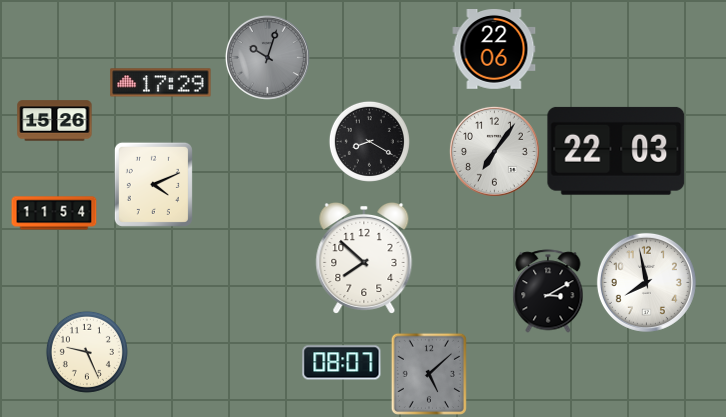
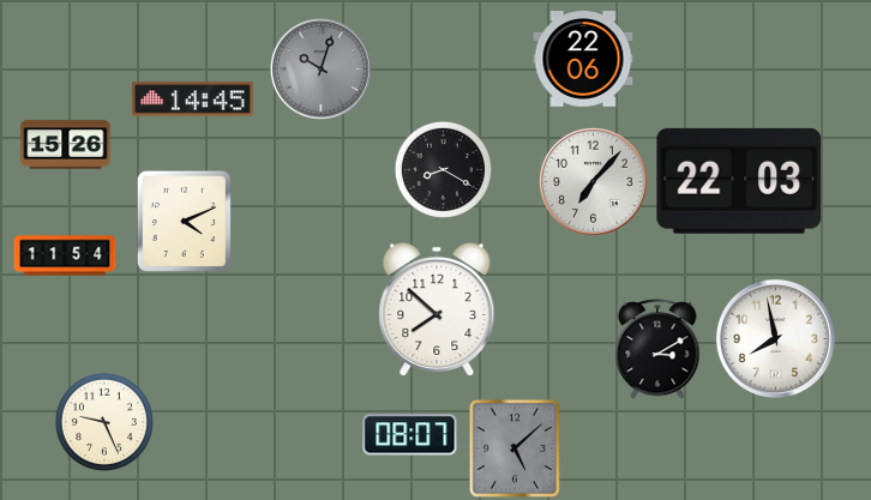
clock at (494, 50) position: (494, 50) -> (583, 60)
clock at (161, 83): 17:29 -> 14:45
clock at (494, 151): 7:06 -> 7:07
